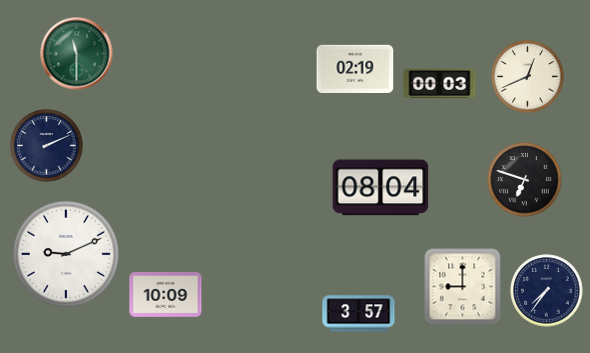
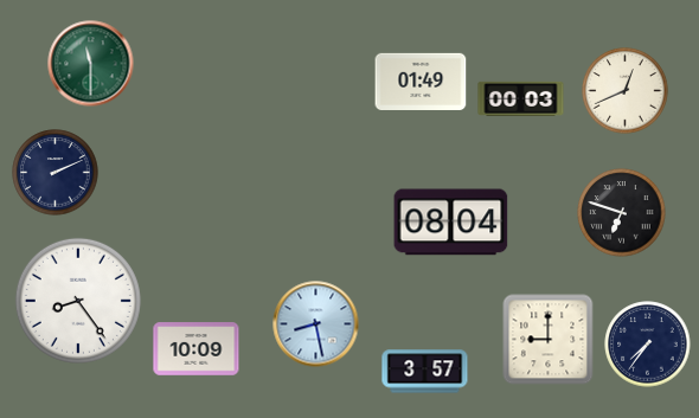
clock at (355, 68): 02:19 -> 01:49
clock at (66, 254): 9:11 -> 8:24
clock at (316, 324): none -> 8:28
